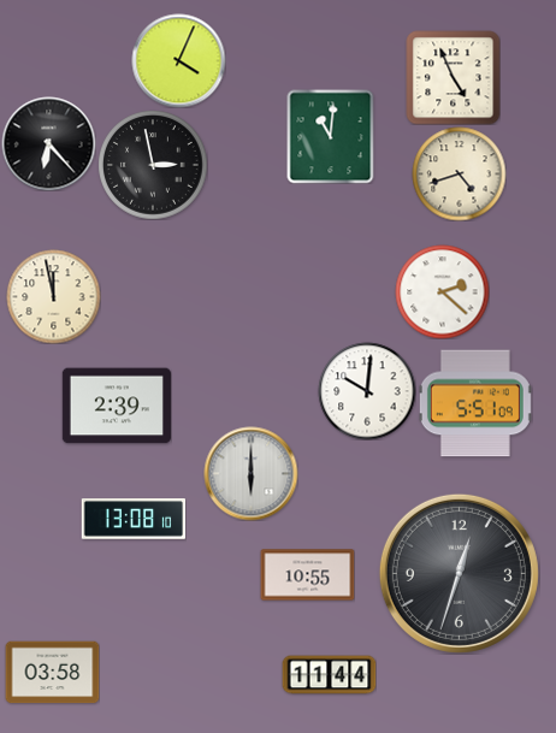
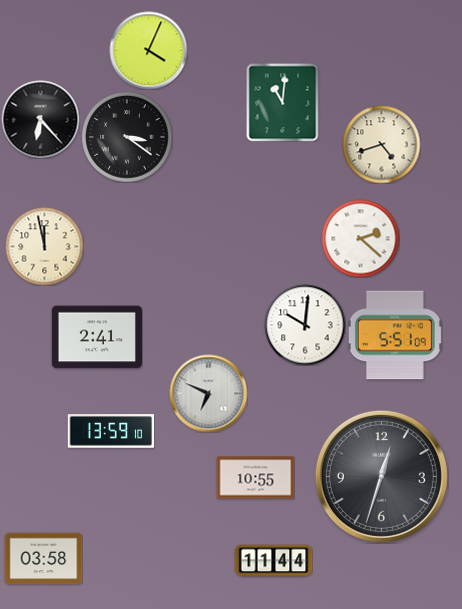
clock at (453, 77): 4:56 -> none
clock at (331, 136) position: (331, 136) -> (283, 102)
clock at (153, 165): 2:58 -> 3:21
clock at (442, 291) position: (442, 291) -> (360, 238)
clock at (117, 406): 2:39 -> 2:41
clock at (250, 473): 6:00 -> 6:49
clock at (134, 519): 13:08 -> 13:59
